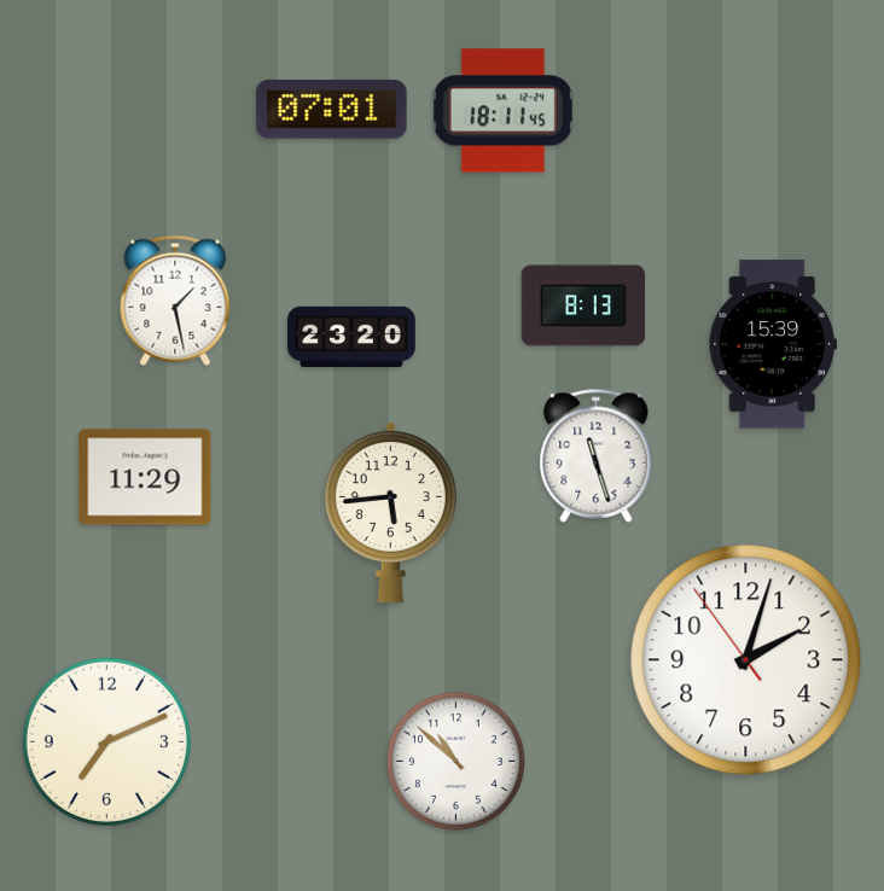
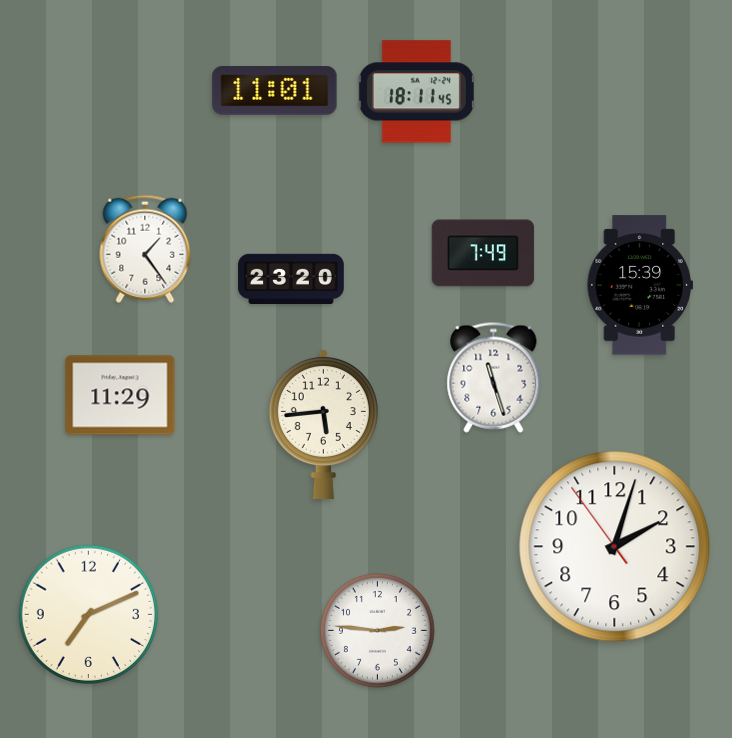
clock at (332, 110): 07:01 -> 11:01
clock at (175, 301): 1:28 -> 1:24
clock at (583, 305): 8:13 -> 7:49
clock at (746, 660) position: (746, 660) -> (615, 547)
clock at (455, 761): 10:52 -> 2:46
